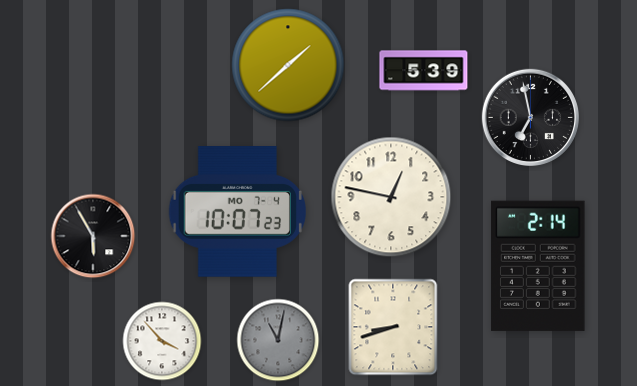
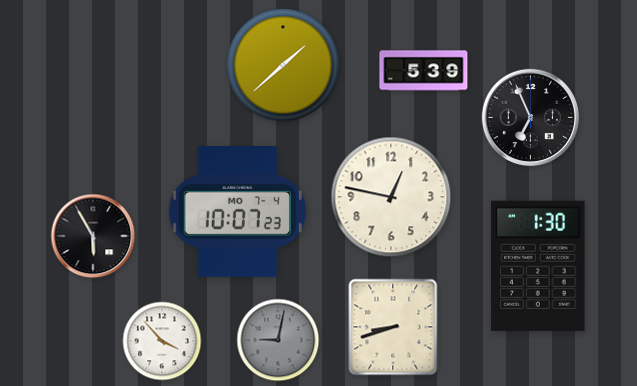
clock at (288, 65) position: (288, 65) -> (283, 65)
clock at (530, 117): 6:58 -> 6:56
clock at (538, 266): 2:14 -> 1:30
clock at (278, 340): 11:02 -> 9:02
